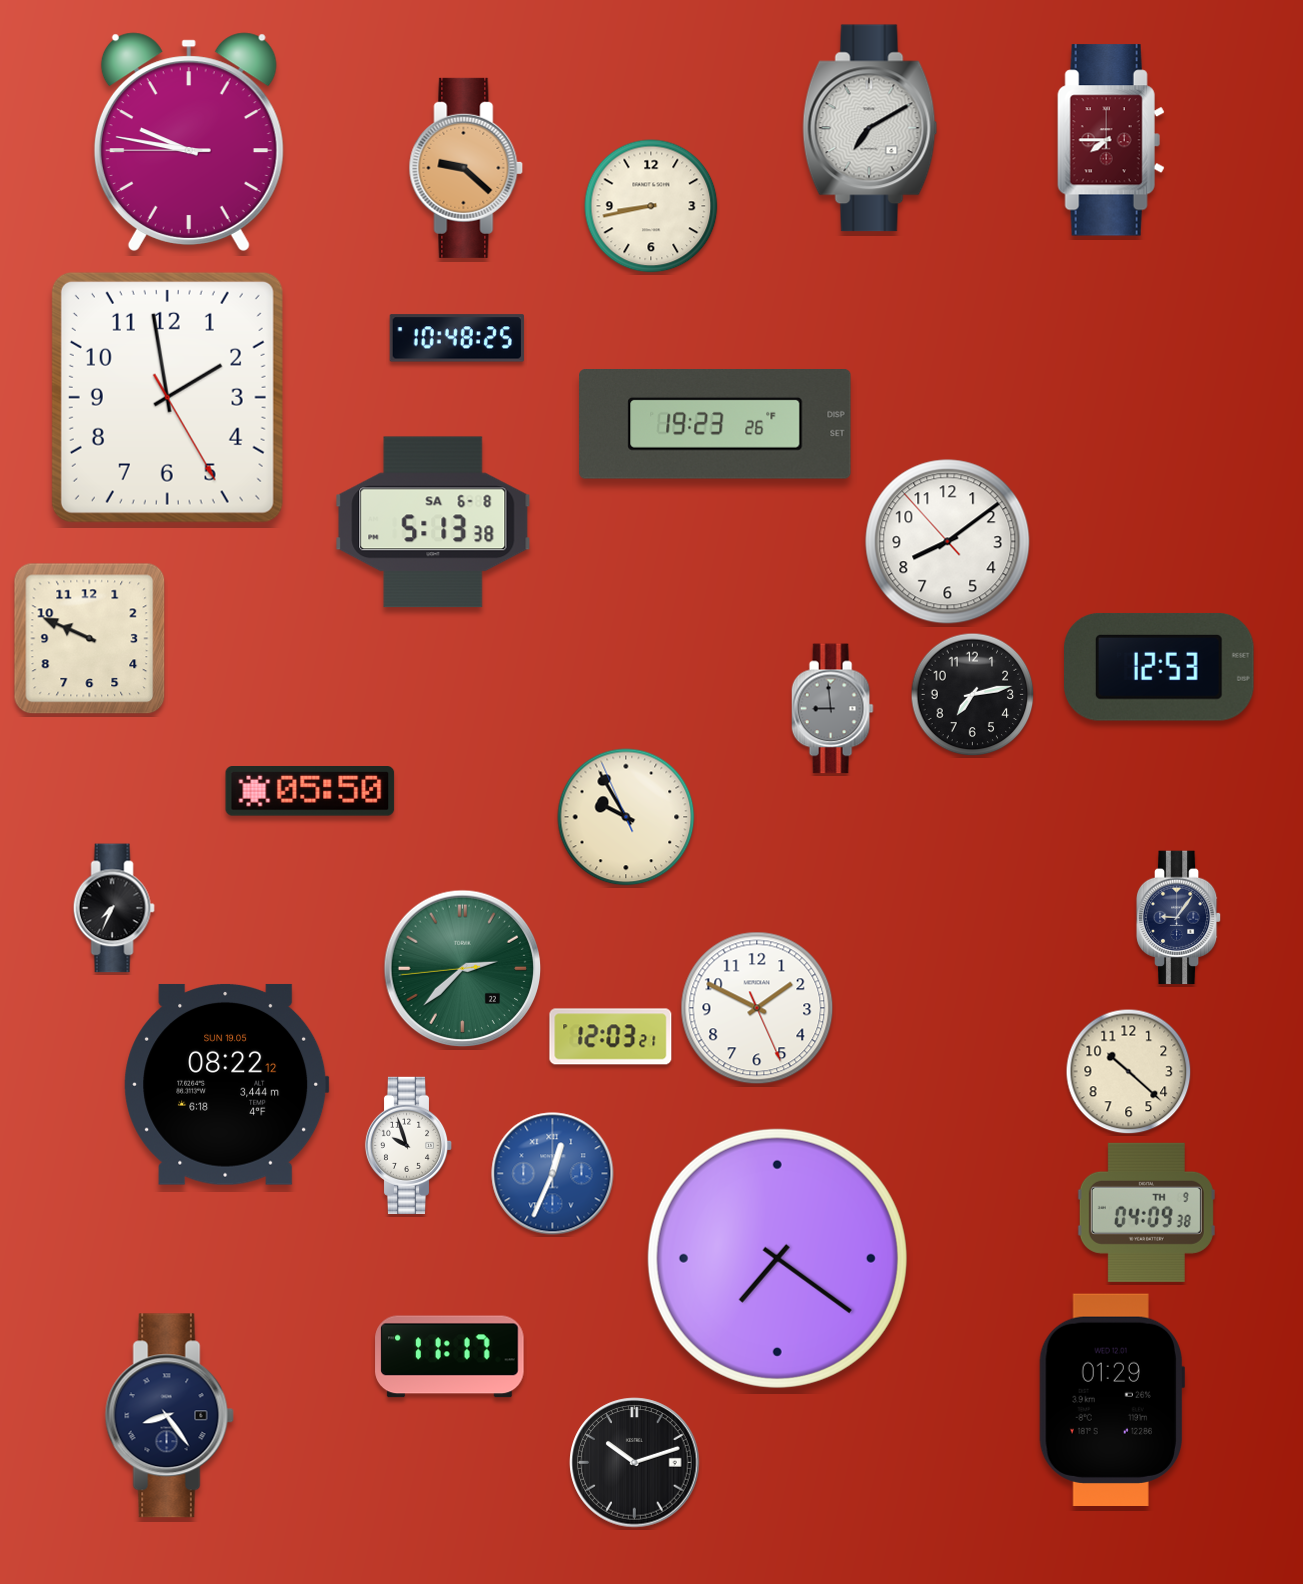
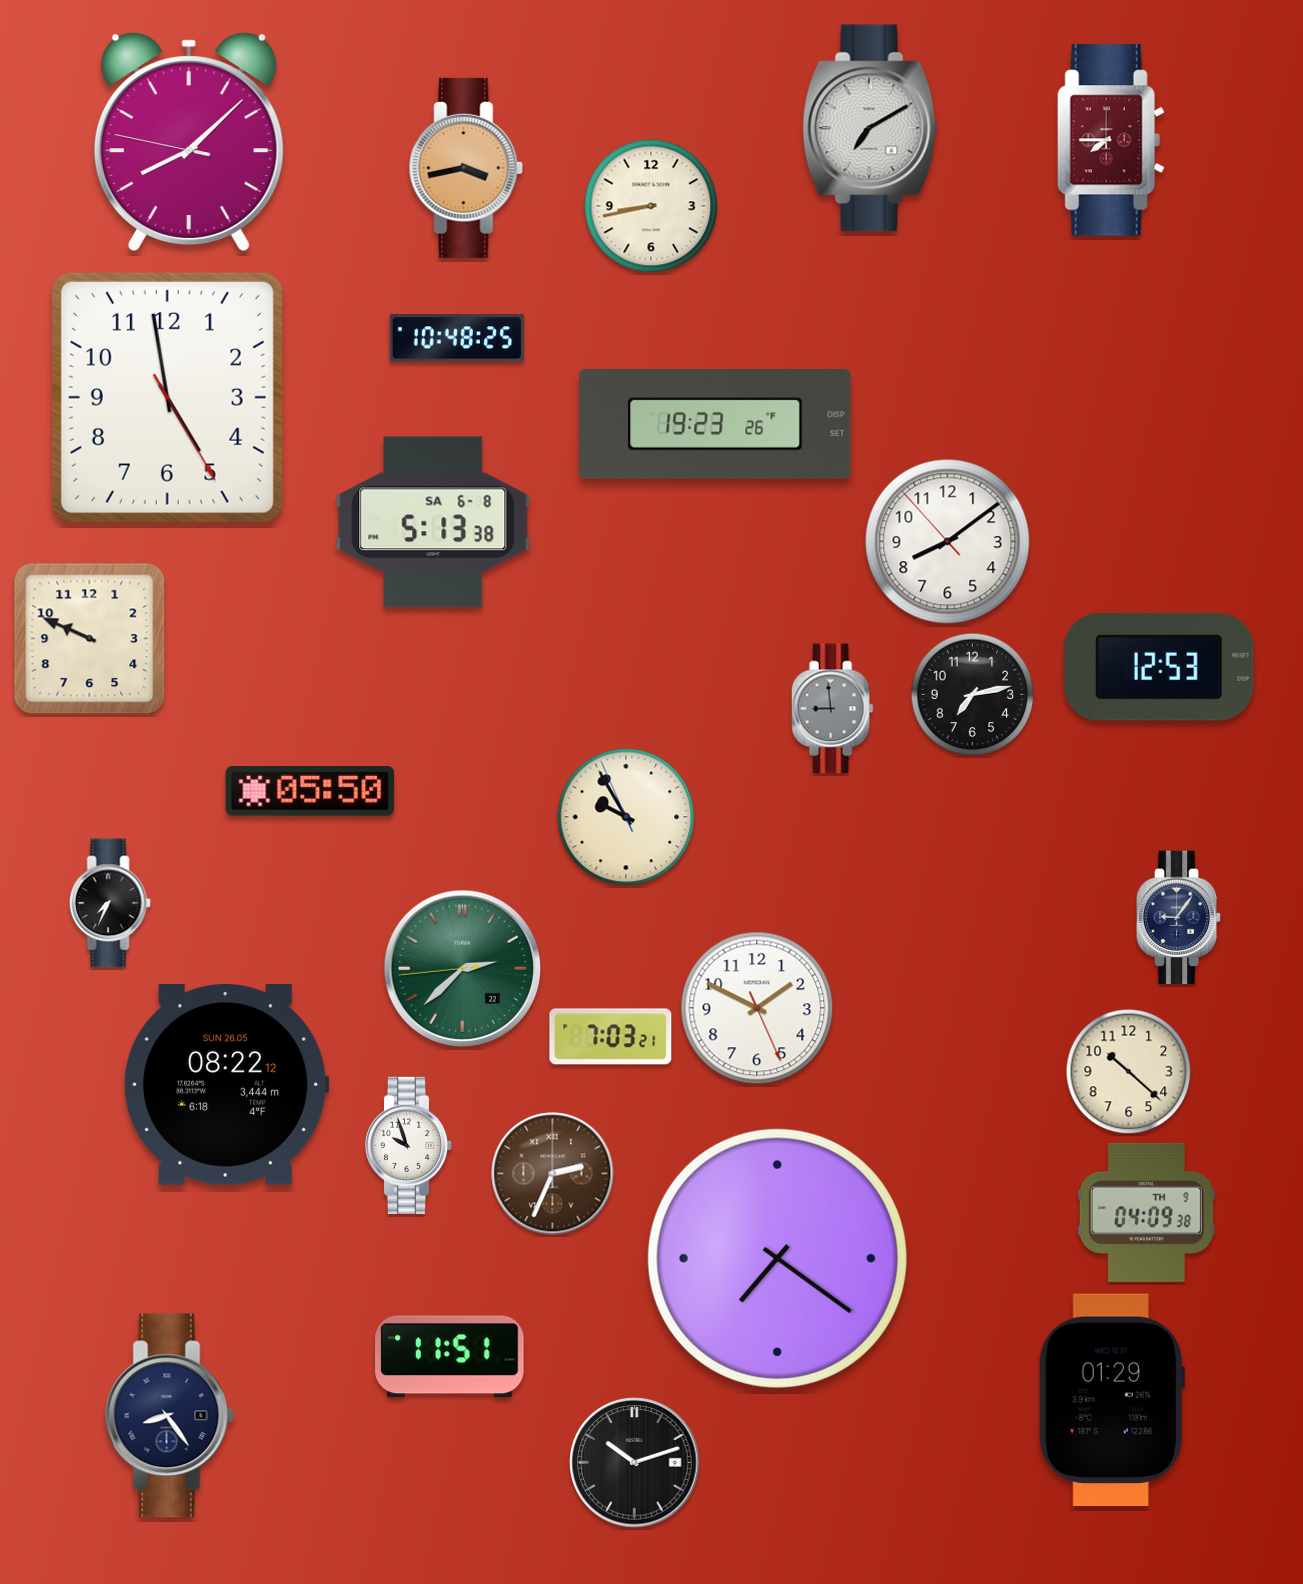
clock at (189, 142): 9:46 -> 8:07
clock at (466, 168): 9:22 -> 3:43
clock at (167, 397): 1:58 -> 4:58
clock at (114, 908) position: (114, 908) -> (110, 903)
clock at (611, 1037): 12:03 -> 7:03
clock at (227, 1084) date: SUN 19.05 -> SUN 26.05
clock at (553, 1174): 12:34 -> 2:34
clock at (553, 1174) dial: blue -> brown
clock at (450, 1357): 11:17 -> 11:51
